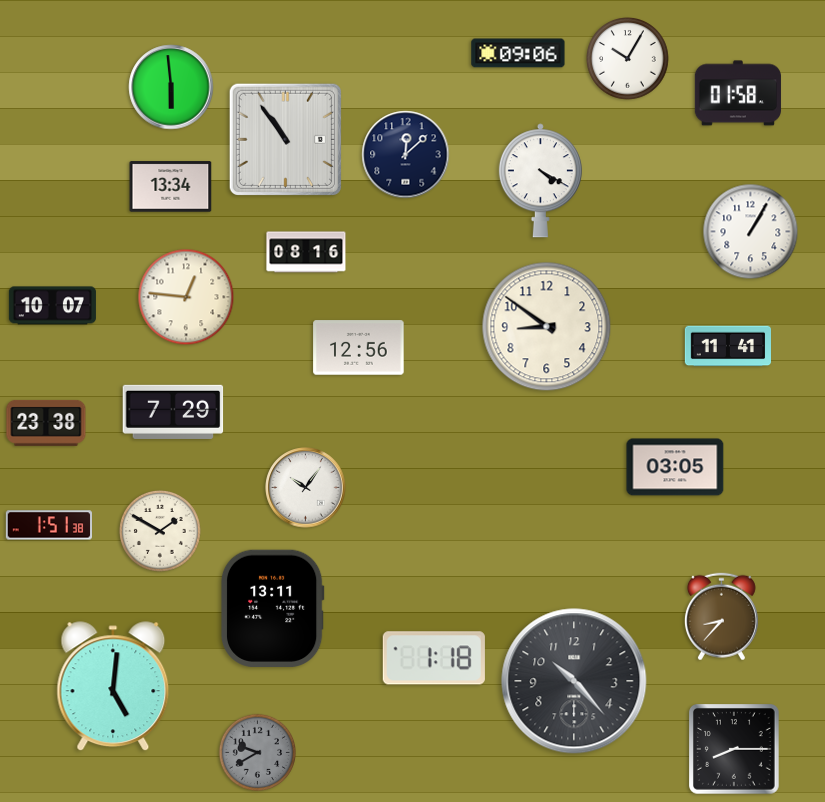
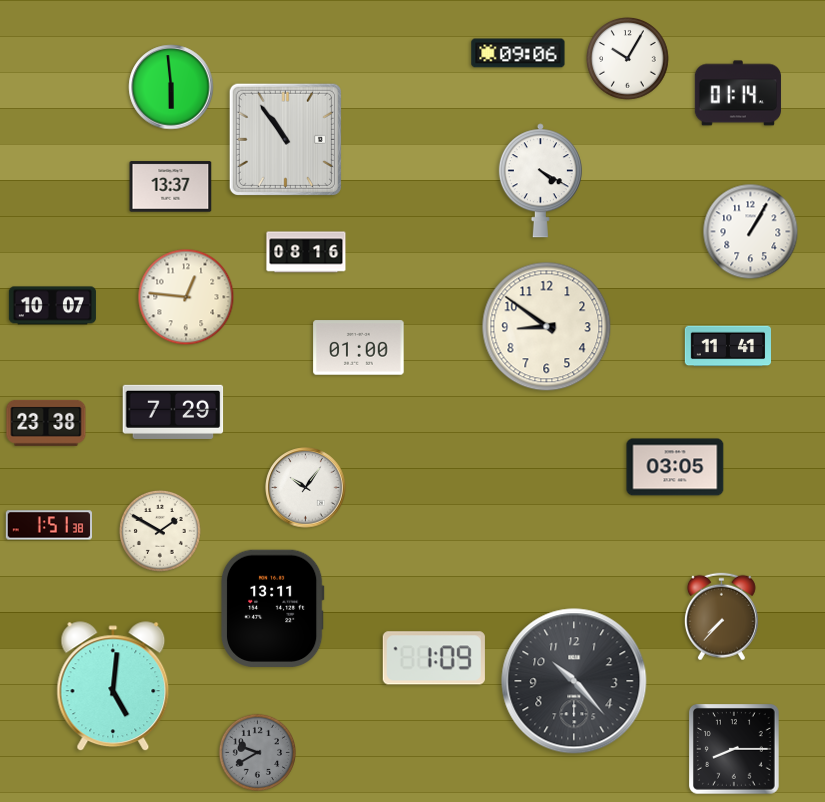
clock at (737, 93): 01:58 -> 01:14
clock at (406, 155): 12:08 -> none
clock at (171, 187): 13:34 -> 13:37
clock at (359, 348): 12:56 -> 01:00
clock at (721, 617): 8:37 -> 7:37
clock at (434, 658): 1:18 -> 1:09
